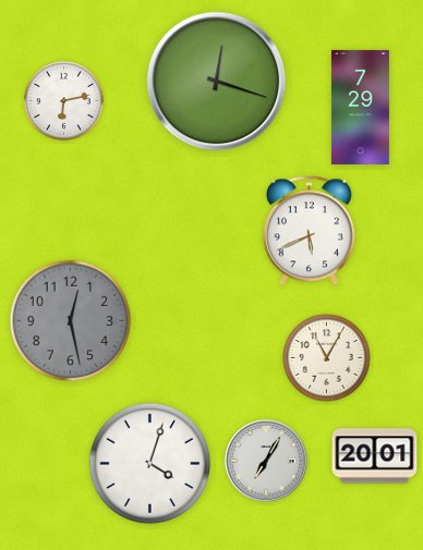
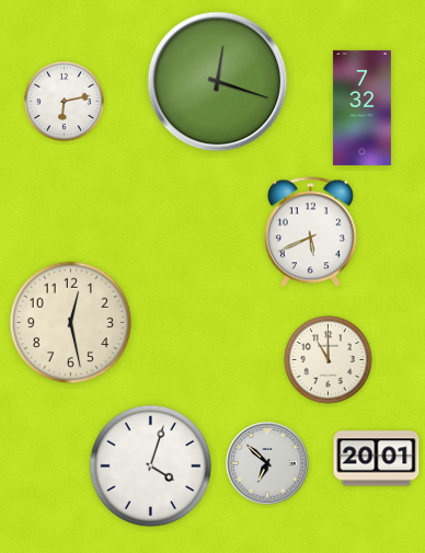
clock at (360, 107): 7:29 -> 7:32
clock at (71, 321) dial: grey -> cream
clock at (327, 358): 11:05 -> 11:00
clock at (266, 461): 7:05 -> 6:52
